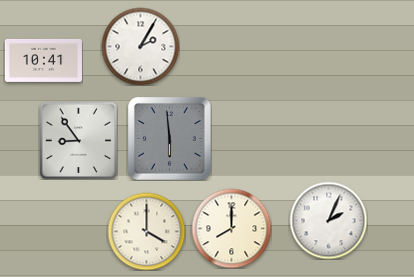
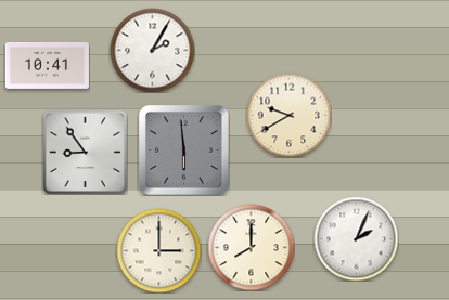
clock at (288, 115): none -> 9:40
clock at (146, 231): 4:00 -> 3:00
